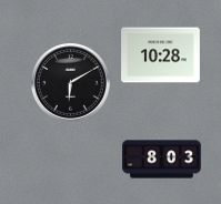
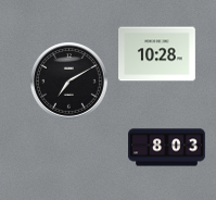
clock at (71, 83): 6:10 -> 7:10
clock at (162, 160) position: (162, 160) -> (167, 148)
